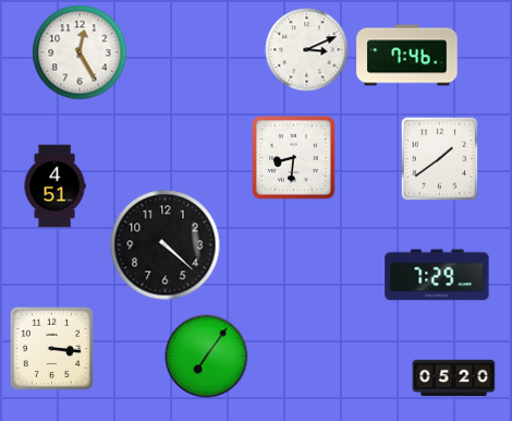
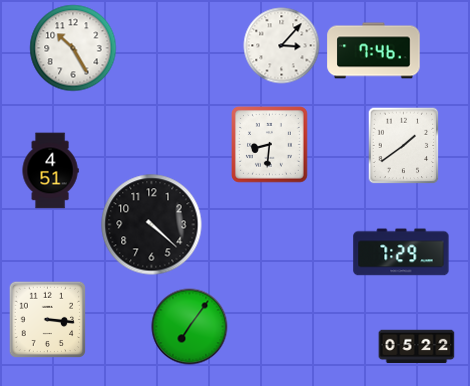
clock at (307, 50): 3:11 -> 3:07
clock at (80, 52): 12:25 -> 10:25
clock at (454, 378): 05:20 -> 05:22
